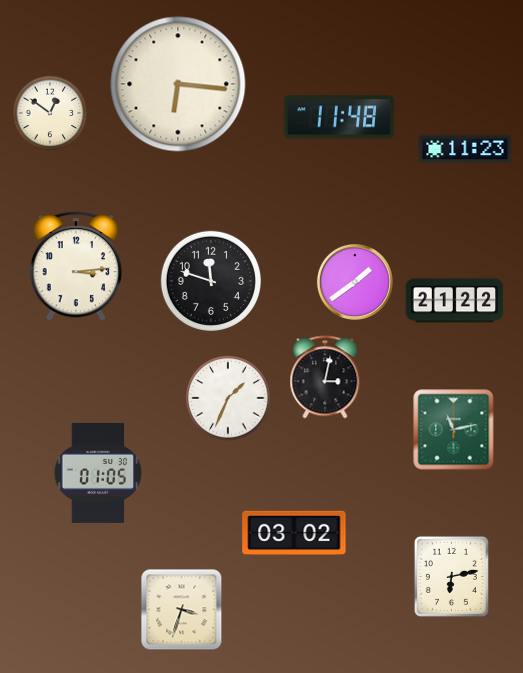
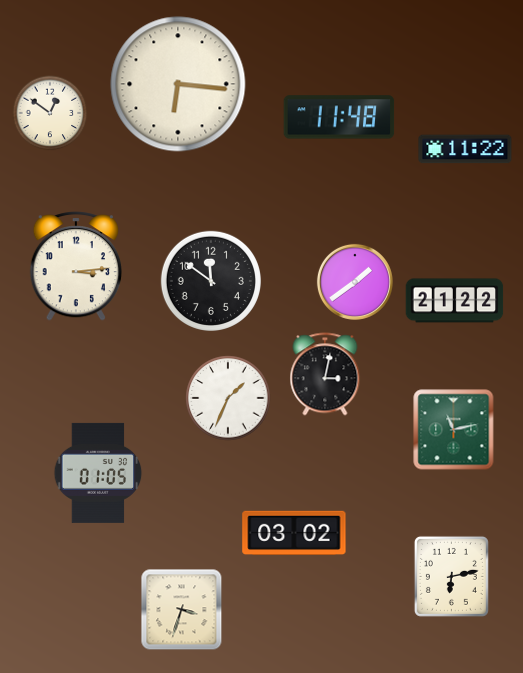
clock at (465, 149): 11:23 -> 11:22
clock at (211, 281): 11:48 -> 11:51
clock at (325, 377) position: (325, 377) -> (325, 374)
